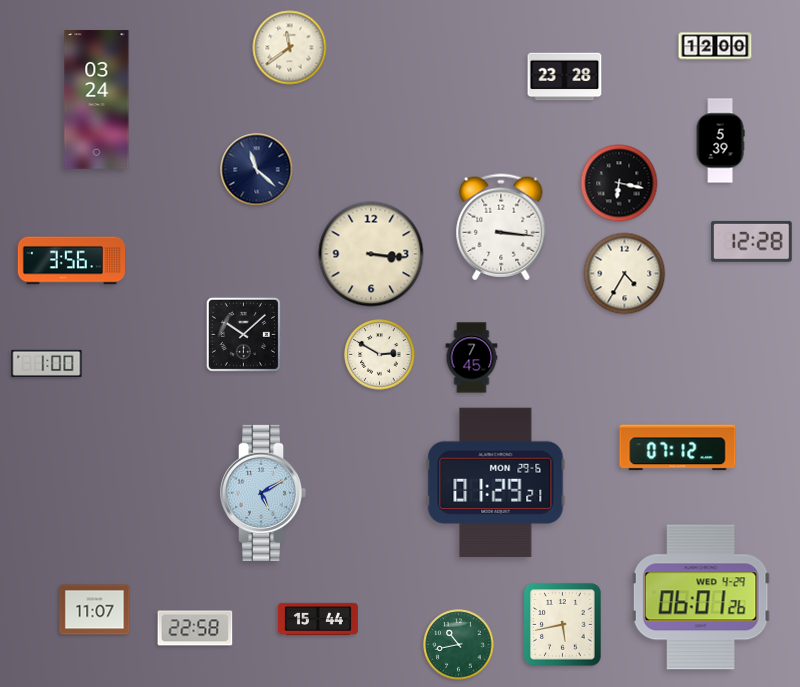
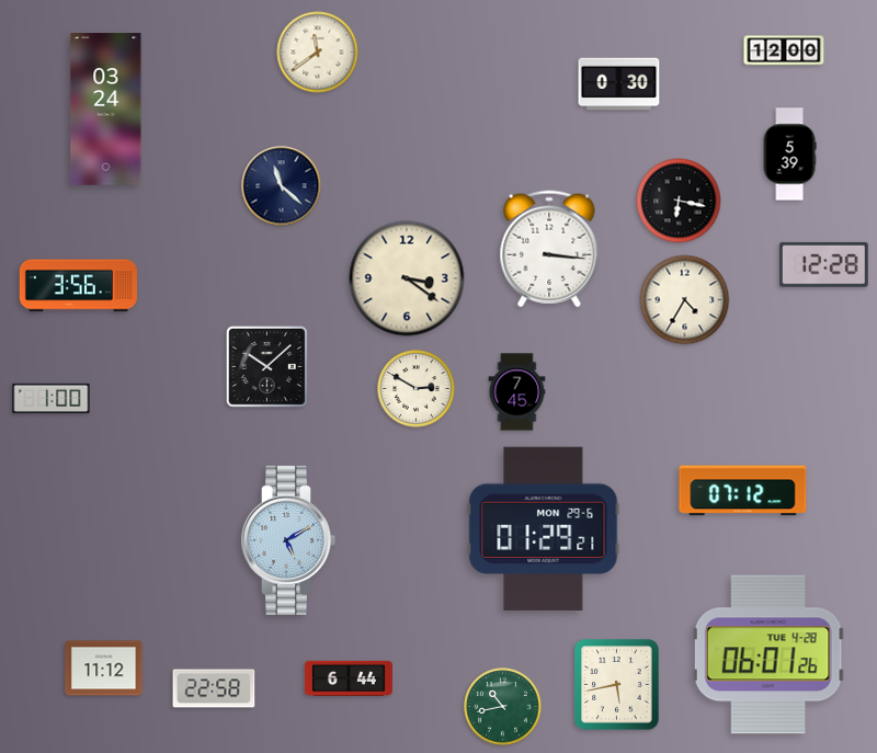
clock at (565, 77): 23:28 -> 0:30
clock at (371, 254): 3:16 -> 3:21
clock at (701, 597) date: WED 4-29 -> TUE 4-28
clock at (95, 610): 11:07 -> 11:12
clock at (318, 619): 15:44 -> 6:44
